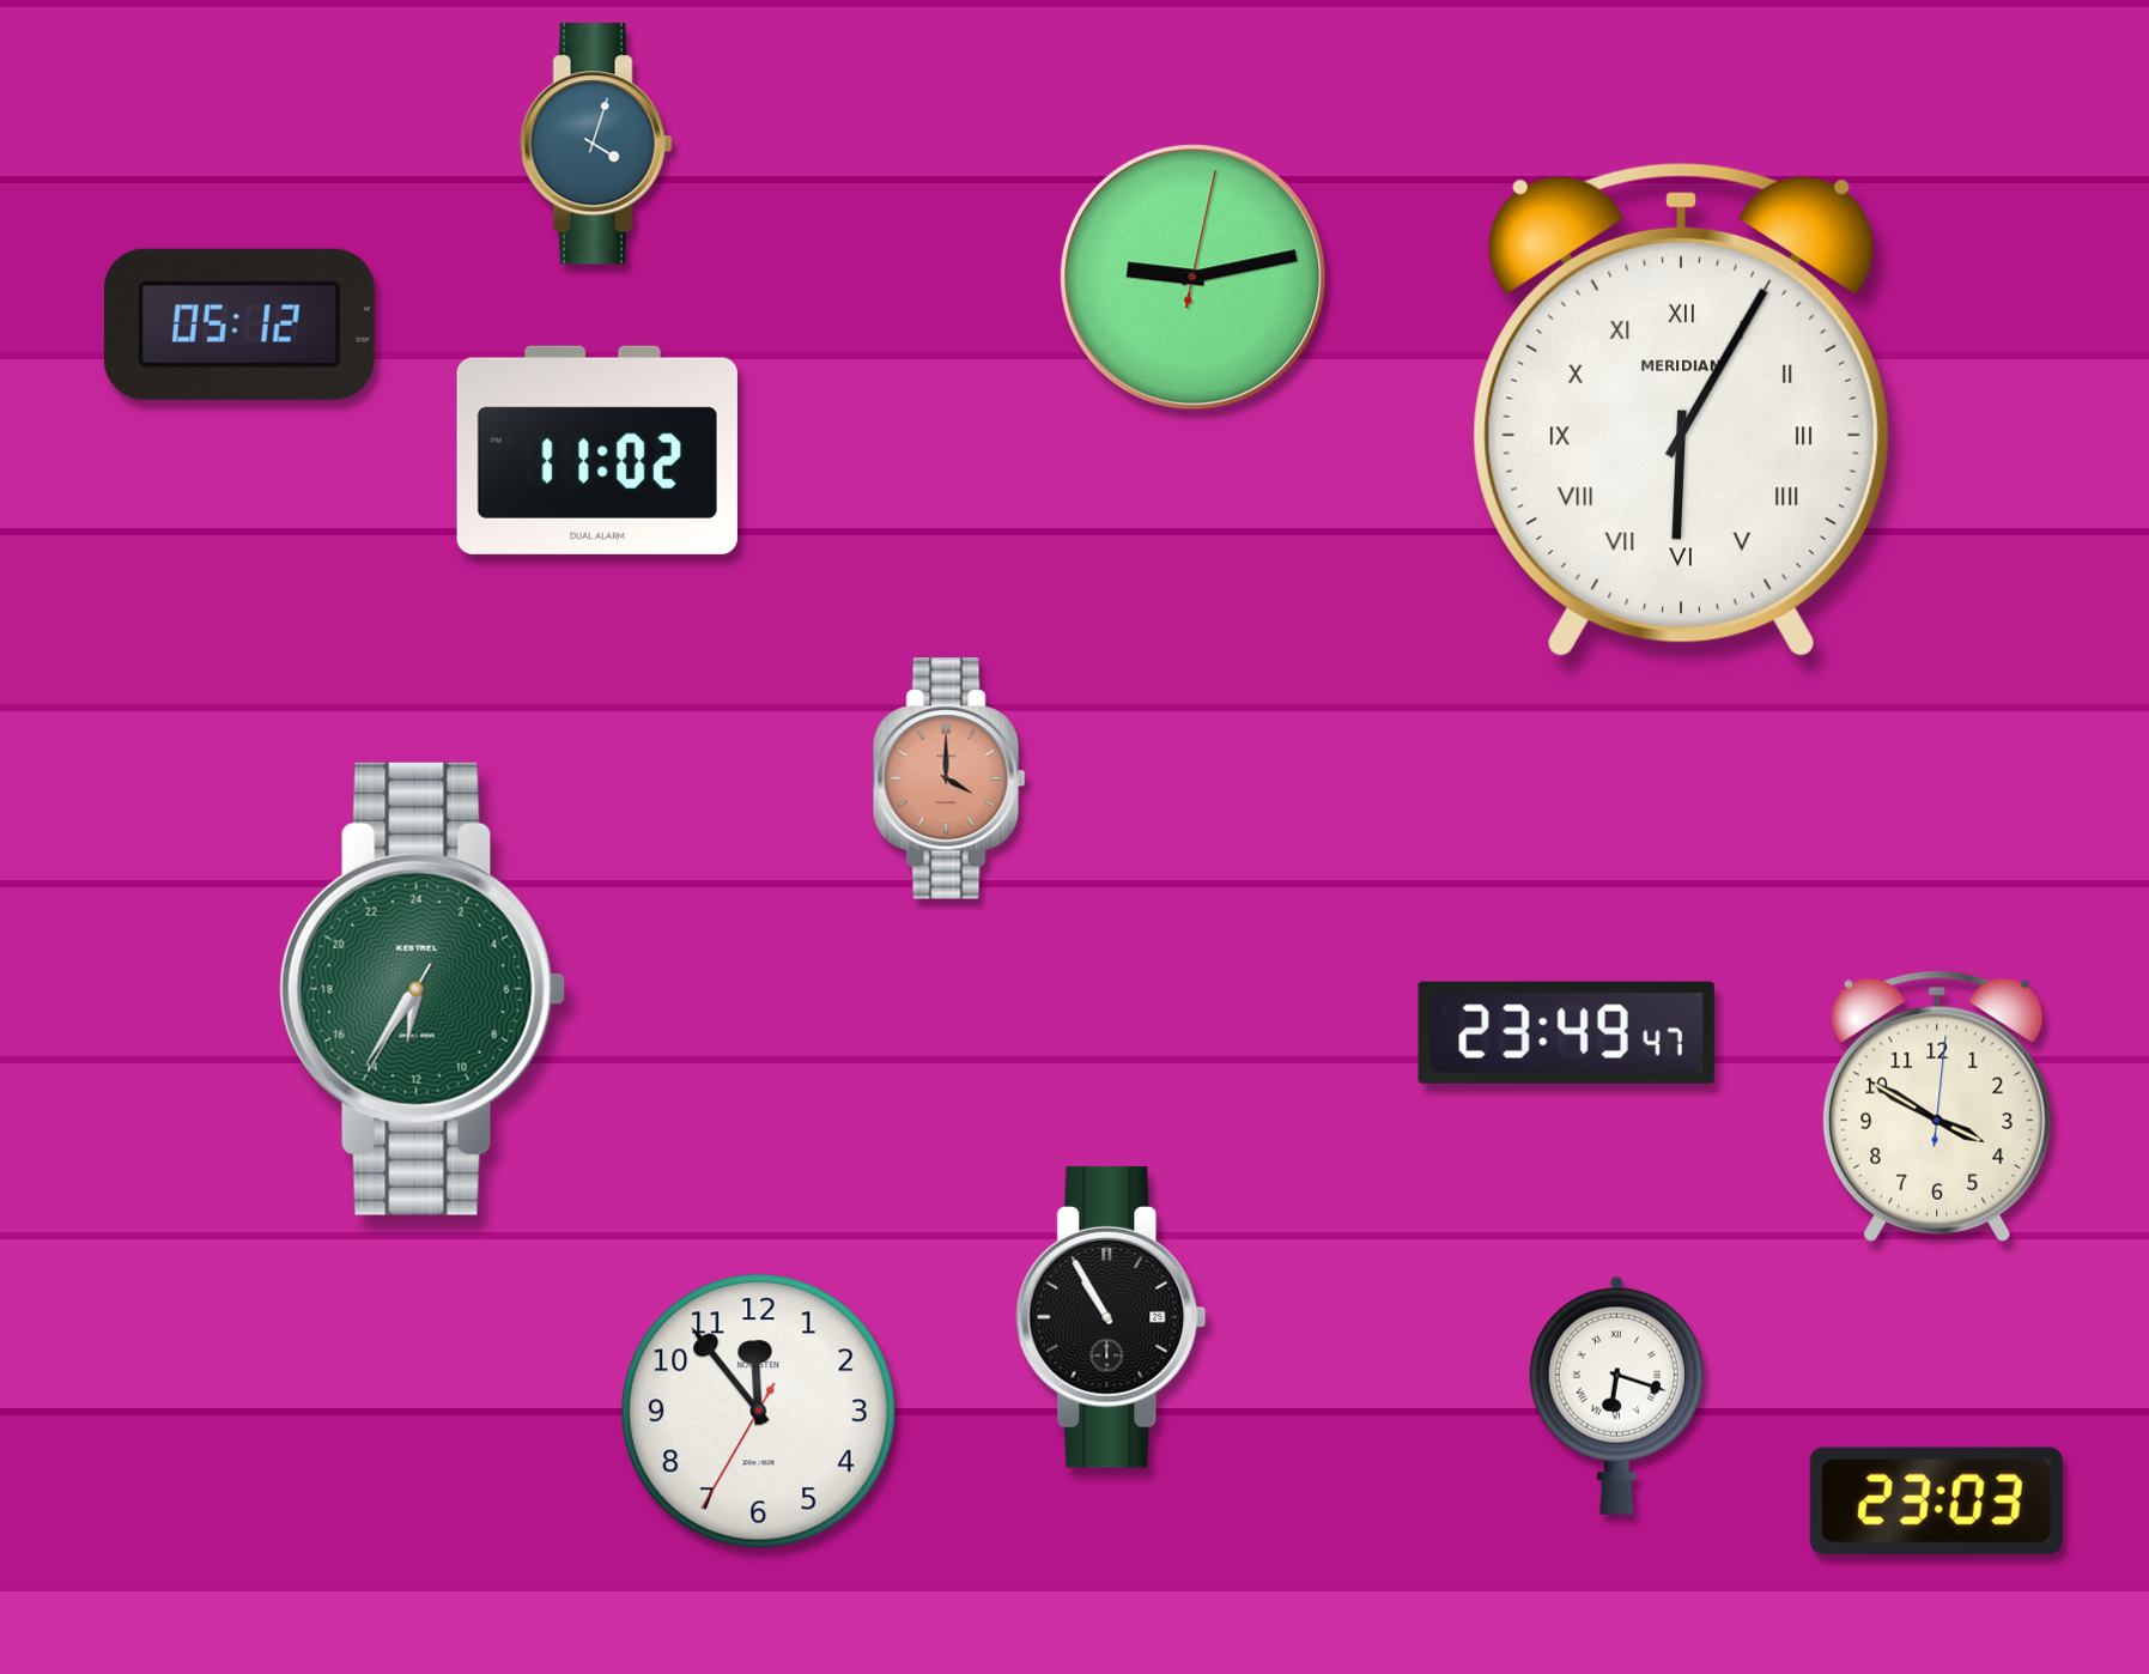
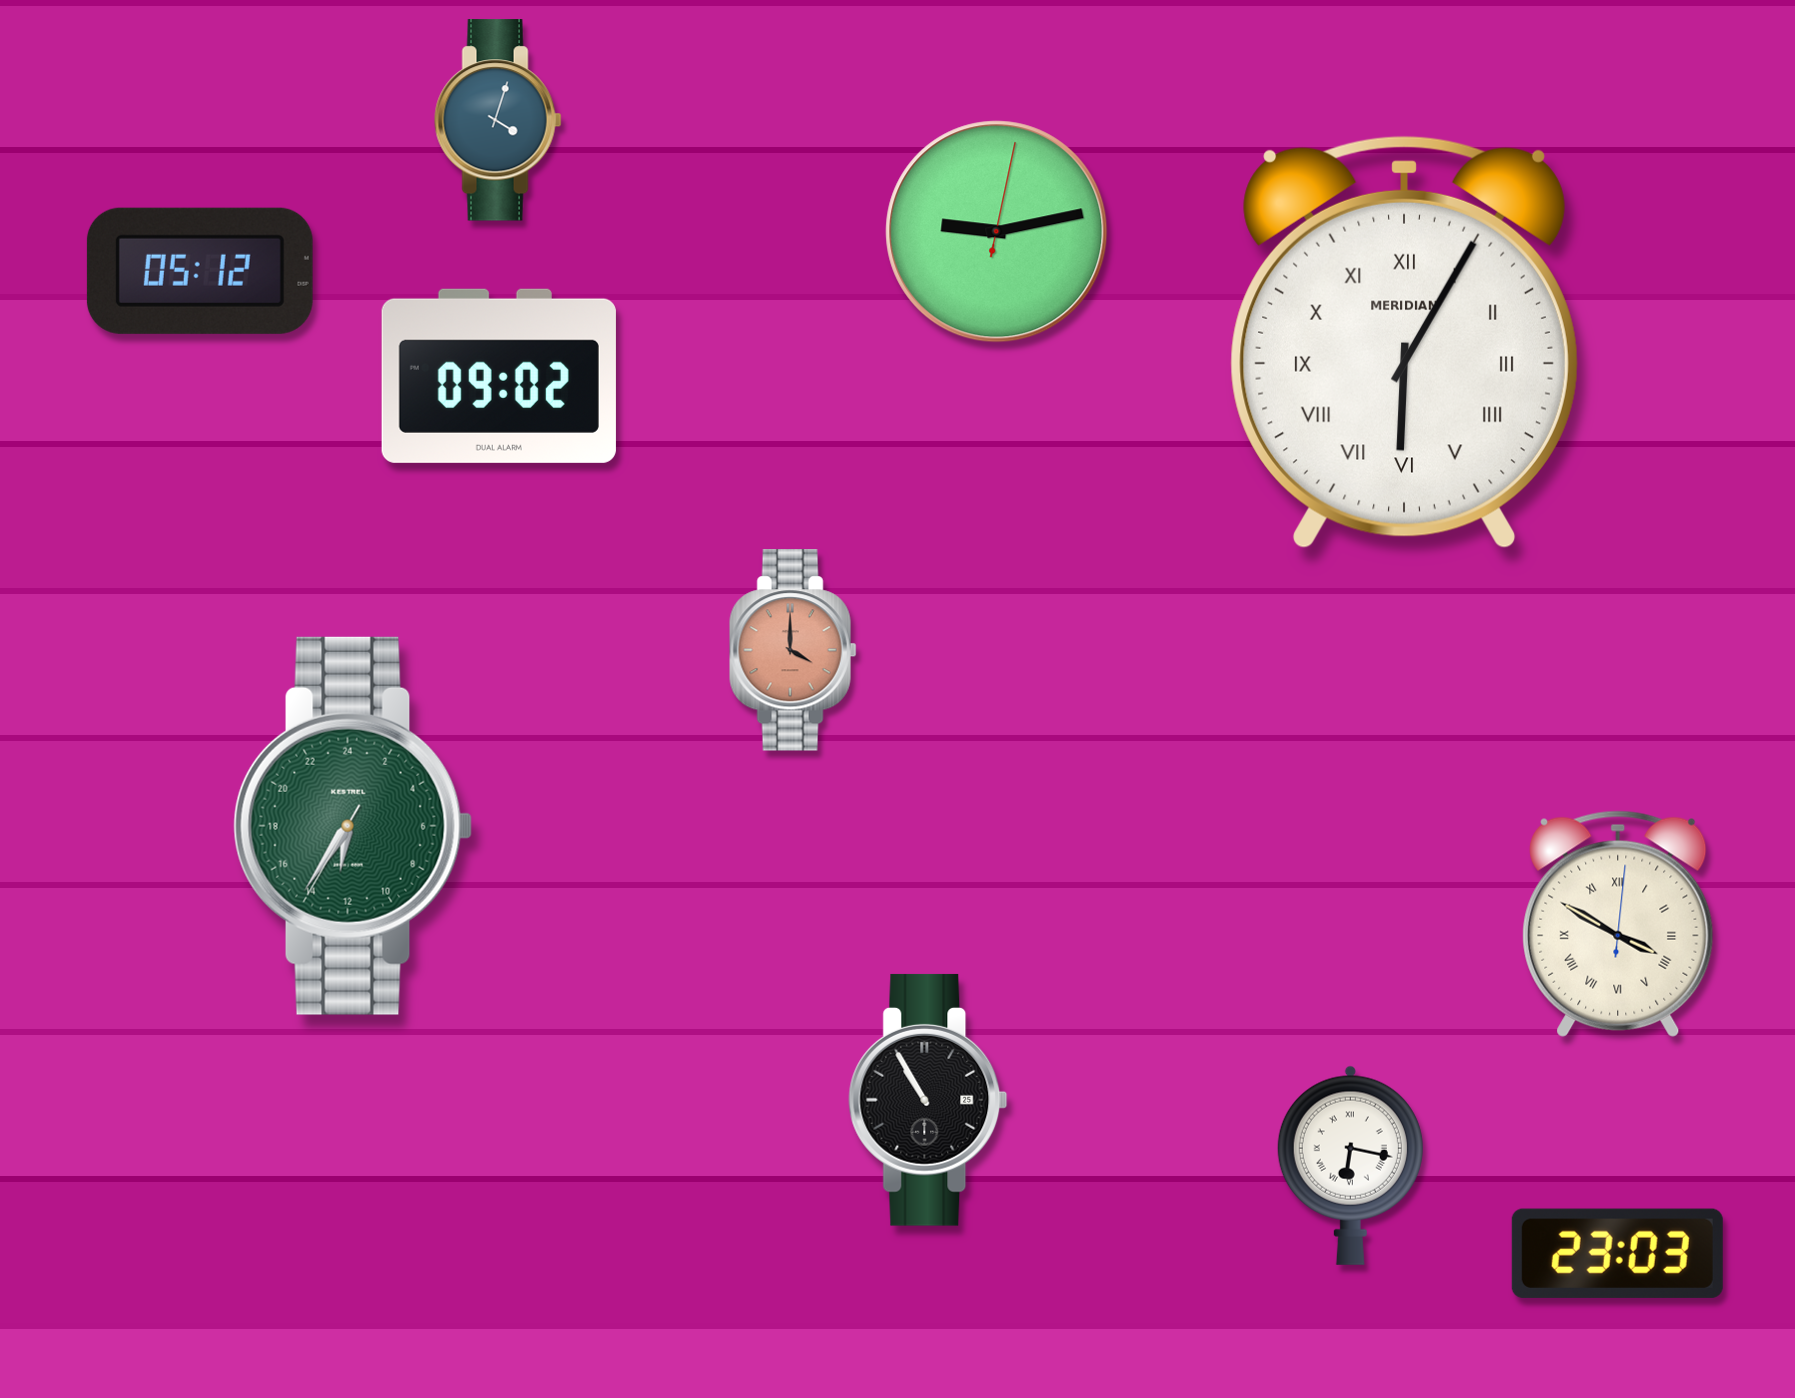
clock at (597, 450): 11:02 -> 09:02
clock at (1566, 1032): 23:49 -> none
clock at (1937, 1106) numerals: Arabic -> Roman
clock at (1616, 1395): 6:18 -> 6:17
clock at (759, 1412): 11:53 -> none
